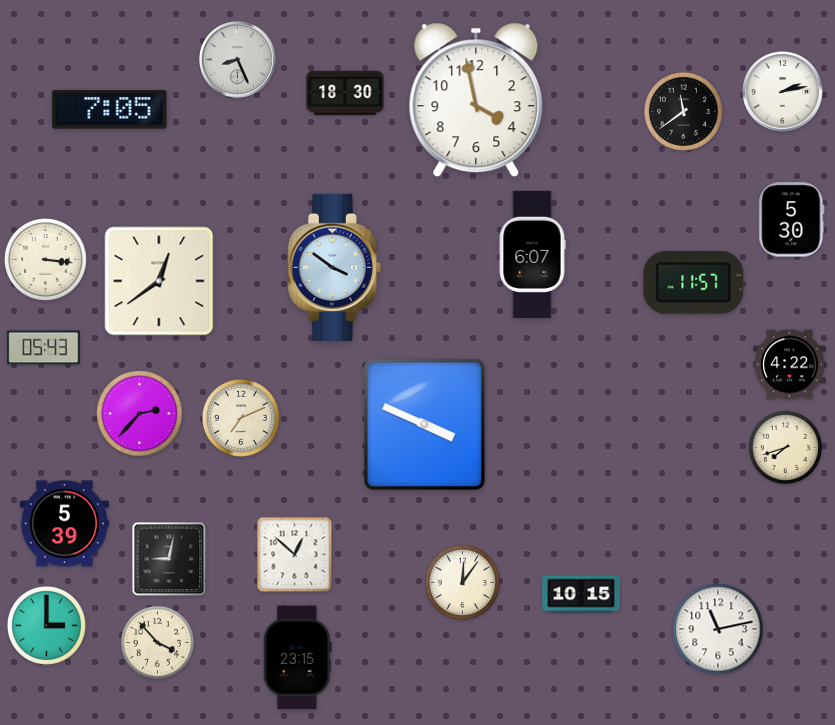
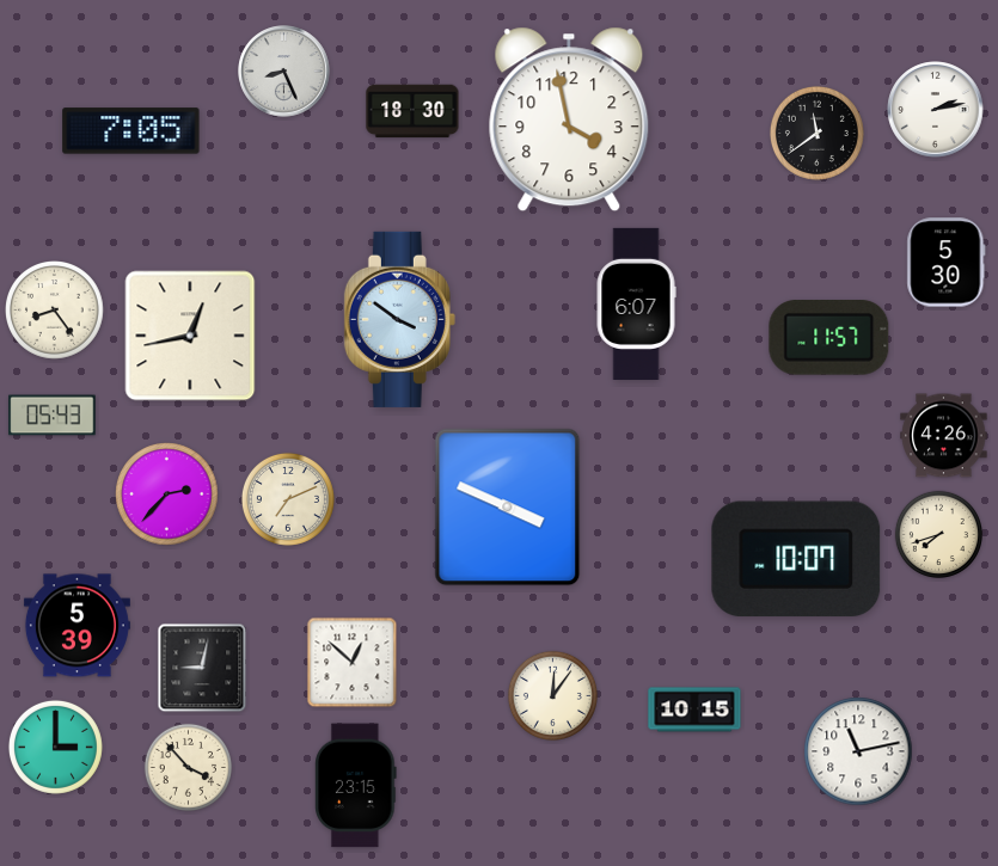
clock at (46, 260): 3:16 -> 8:24
clock at (159, 281): 12:39 -> 12:43
clock at (790, 365): 4:22 -> 4:26
clock at (796, 559): none -> 10:07
